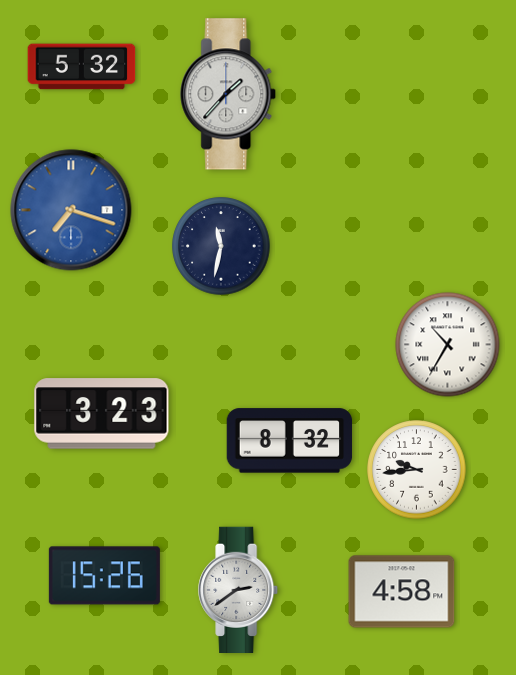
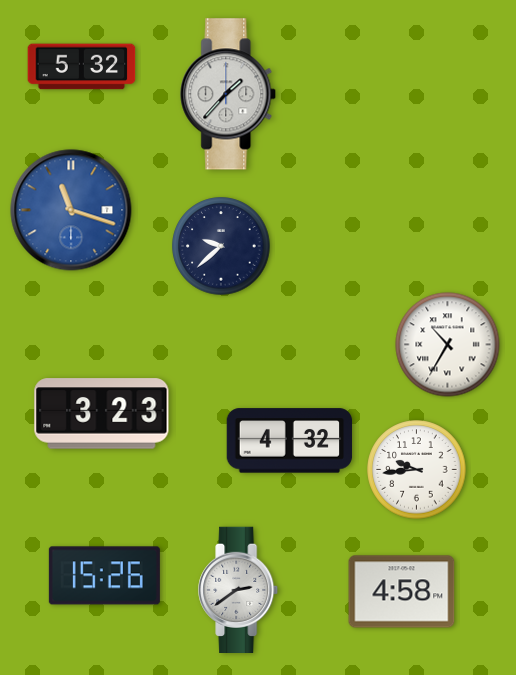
clock at (71, 210): 7:18 -> 11:18
clock at (221, 246): 11:32 -> 9:38
clock at (290, 441): 8:32 -> 4:32
